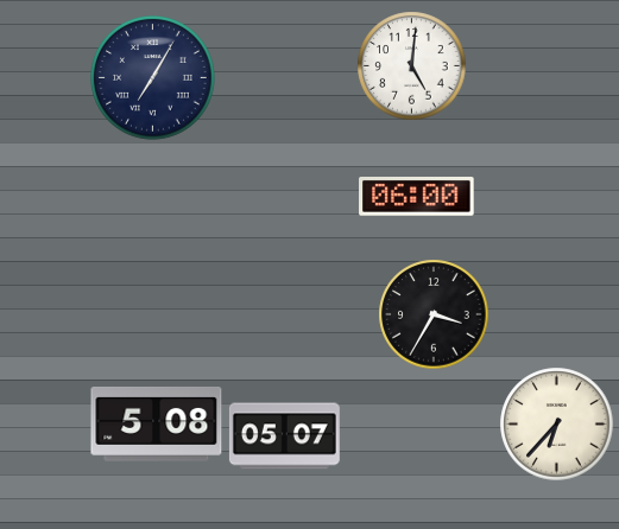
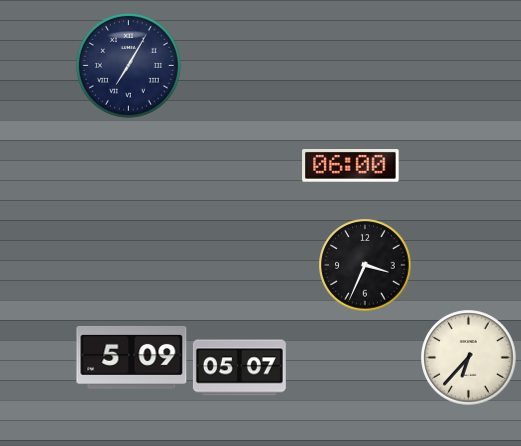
clock at (412, 66): 5:01 -> none
clock at (434, 314): 3:35 -> 3:34
clock at (157, 423): 5:08 -> 5:09
